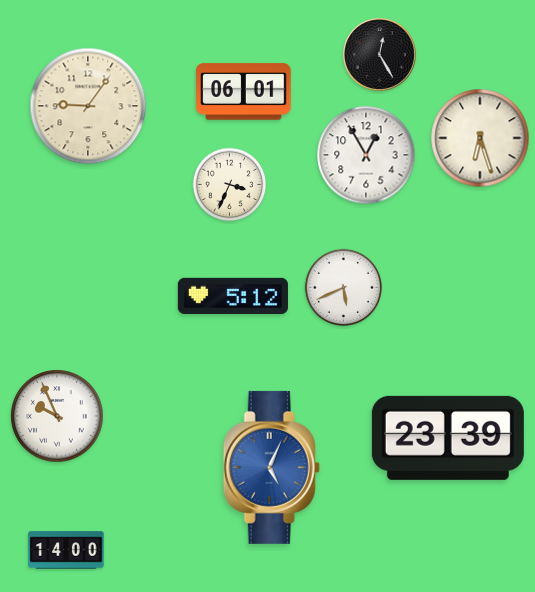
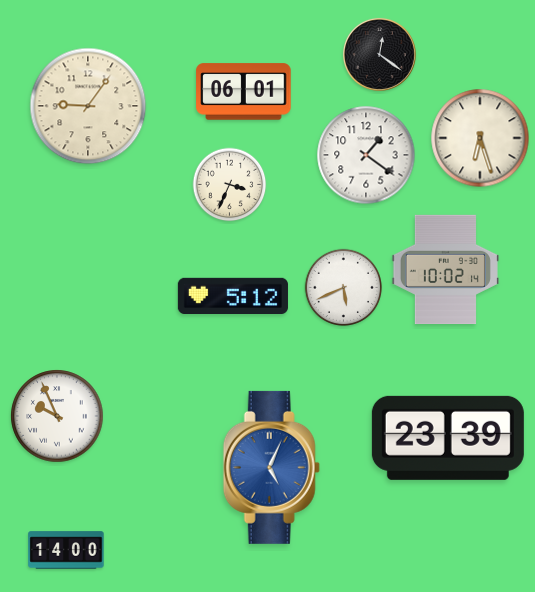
clock at (379, 54): 12:25 -> 12:21
clock at (366, 155): 12:55 -> 1:21
clock at (445, 269): none -> 10:02
